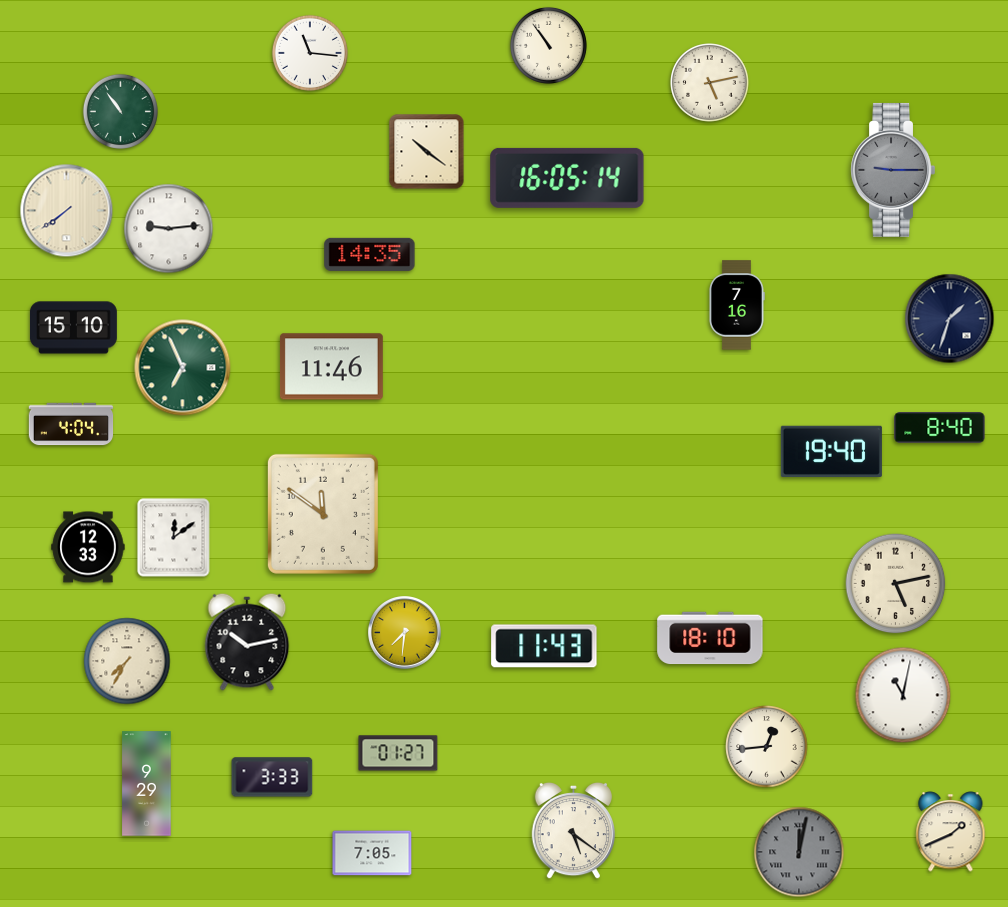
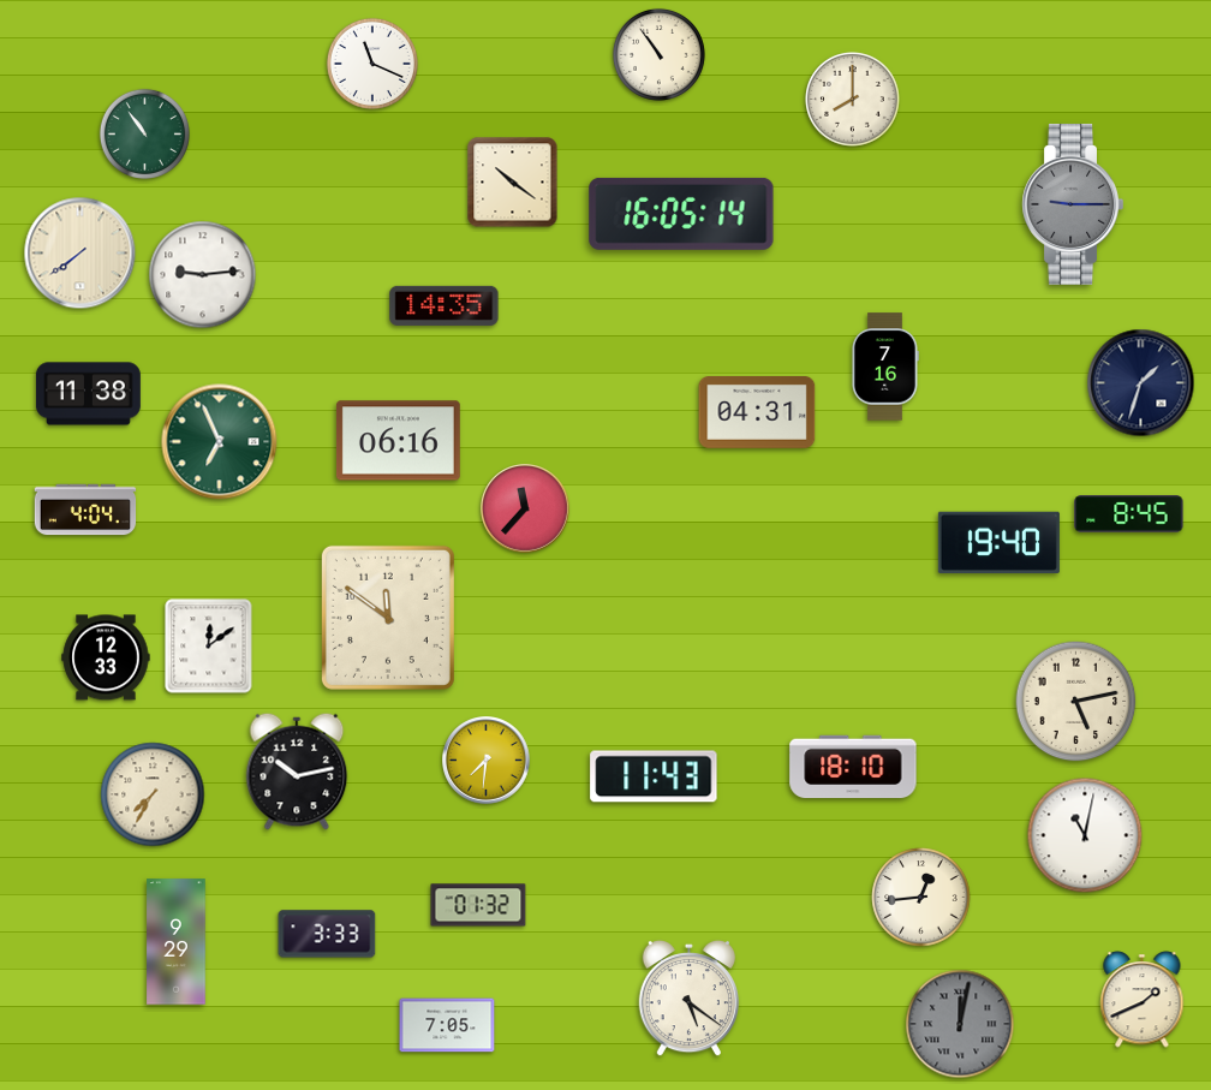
clock at (310, 53): 11:16 -> 11:19
clock at (710, 83): 5:13 -> 8:00
clock at (74, 328): 15:10 -> 11:38
clock at (757, 413): none -> 04:31
clock at (331, 367): 11:46 -> 06:16
clock at (526, 510): none -> 11:37
clock at (940, 428): 8:40 -> 8:45
clock at (398, 753): 01:27 -> 01:32
